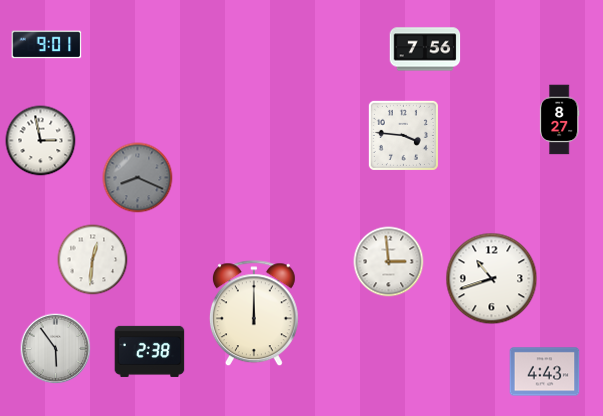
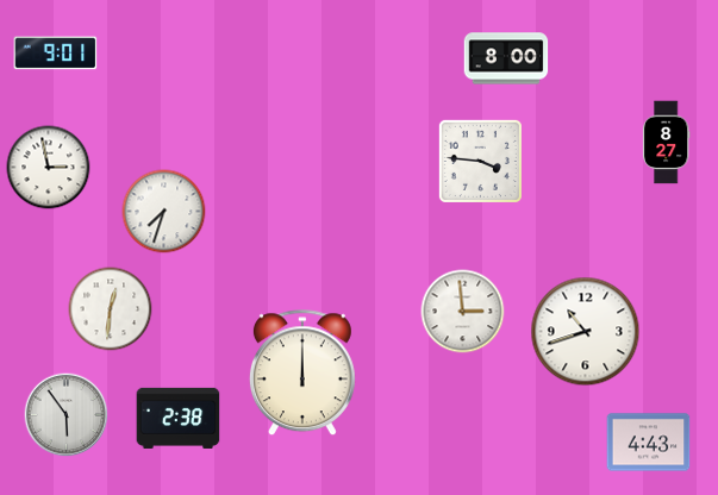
clock at (425, 49): 7:56 -> 8:00
clock at (138, 178): 8:19 -> 7:33
clock at (138, 178) dial: grey -> white
